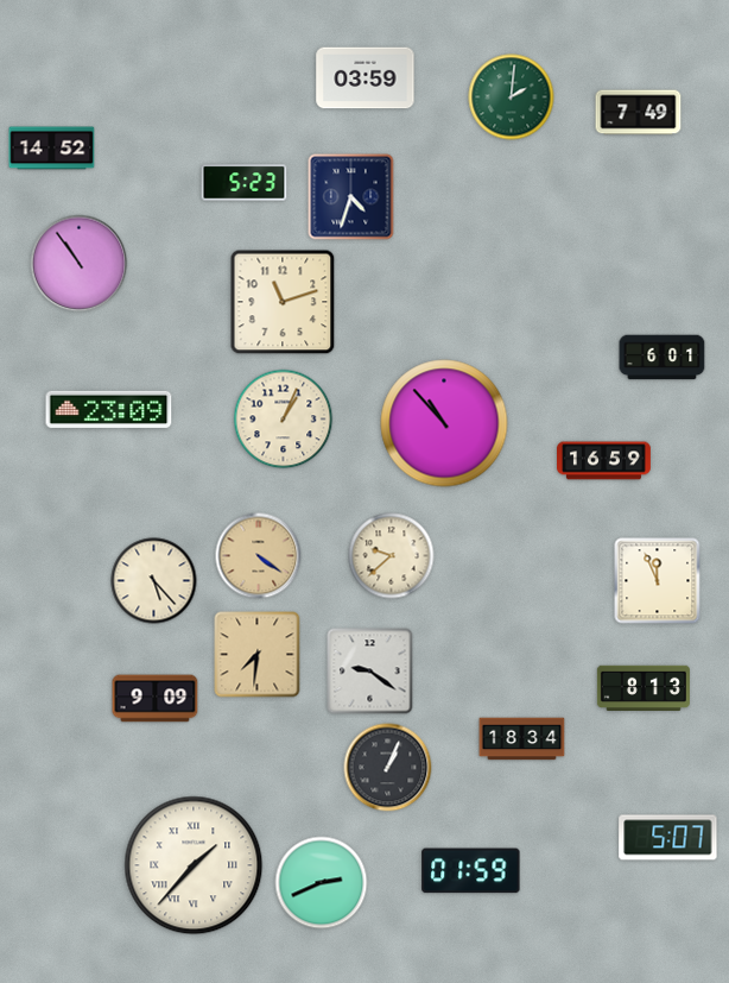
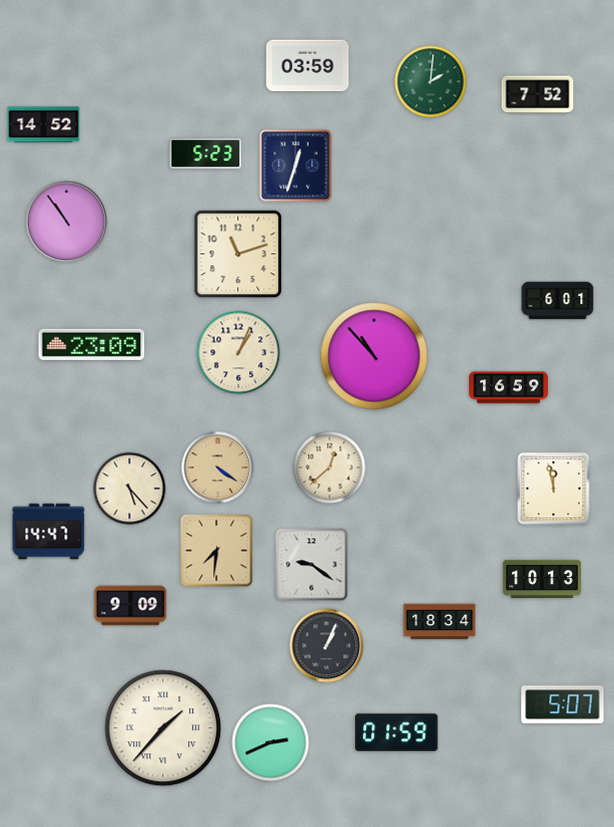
clock at (639, 113): 7:49 -> 7:52
clock at (351, 197): 4:33 -> 12:33
clock at (392, 556): 9:38 -> 12:38
clock at (658, 581): 11:56 -> 11:58
clock at (49, 532): none -> 14:47
clock at (644, 687): 8:13 -> 10:13
clock at (156, 699) position: (156, 699) -> (131, 606)
